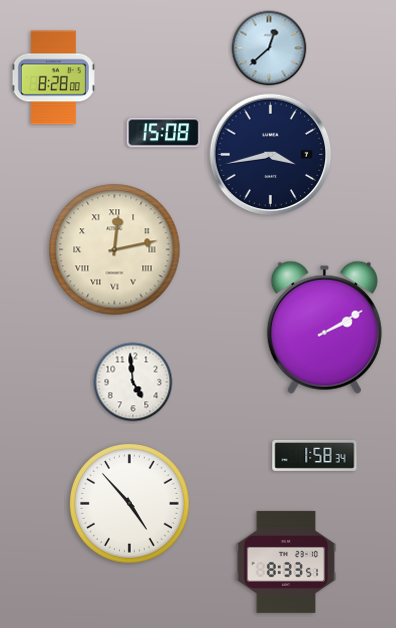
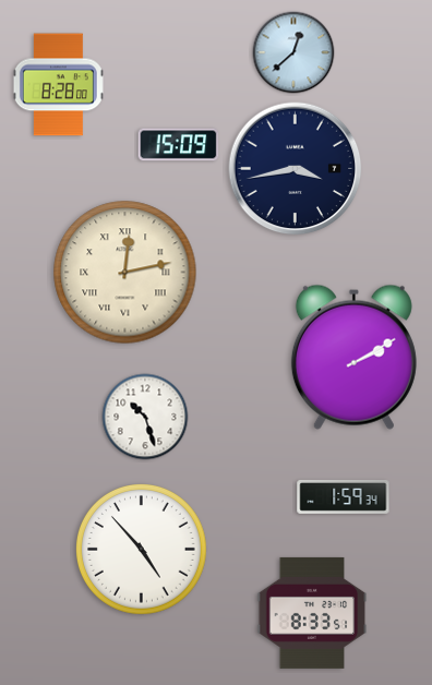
clock at (164, 133): 15:08 -> 15:09
clock at (133, 382): 4:59 -> 10:27
clock at (315, 455): 1:58 -> 1:59
